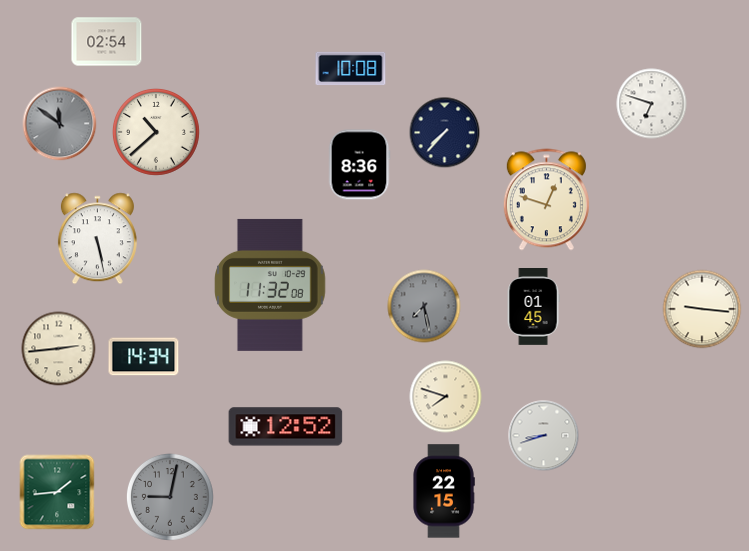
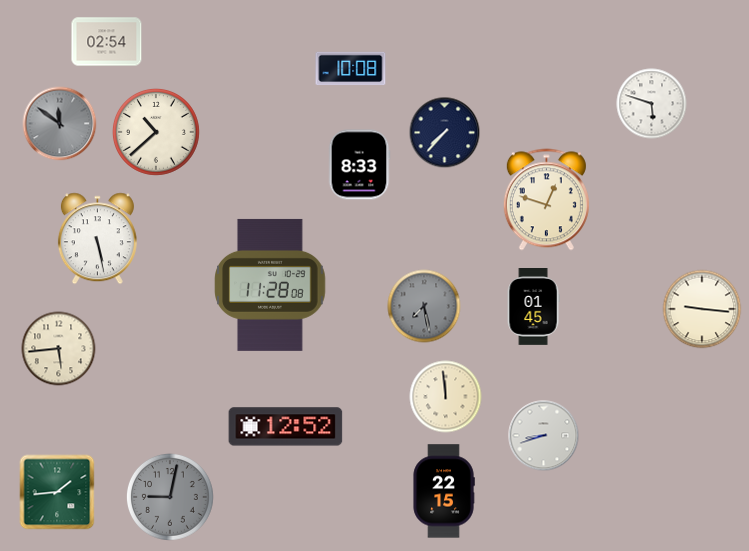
clock at (652, 104): 6:48 -> 5:48
clock at (359, 165): 8:36 -> 8:33
clock at (270, 285): 11:32 -> 11:28
clock at (59, 349): 2:44 -> 5:44
clock at (144, 357): 14:34 -> none
clock at (446, 397): 7:48 -> 11:59
